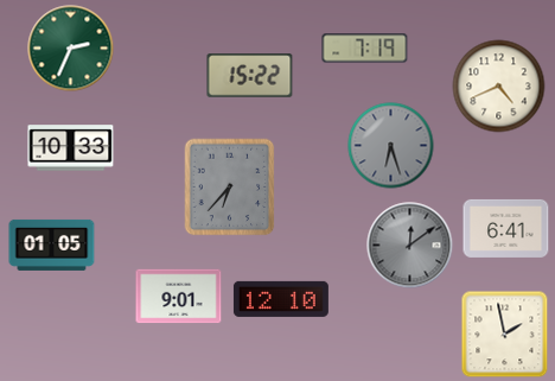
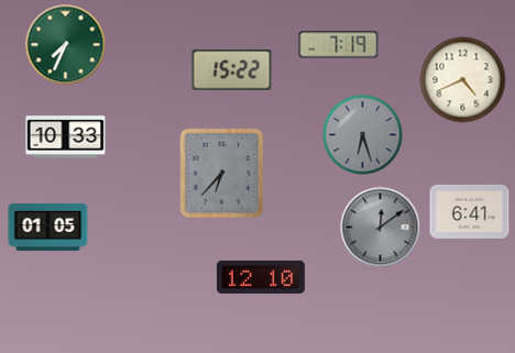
clock at (71, 49): 2:34 -> 7:34
clock at (230, 188) position: (230, 188) -> (222, 174)
clock at (179, 297): 9:01 -> none
clock at (505, 335): 1:58 -> none
